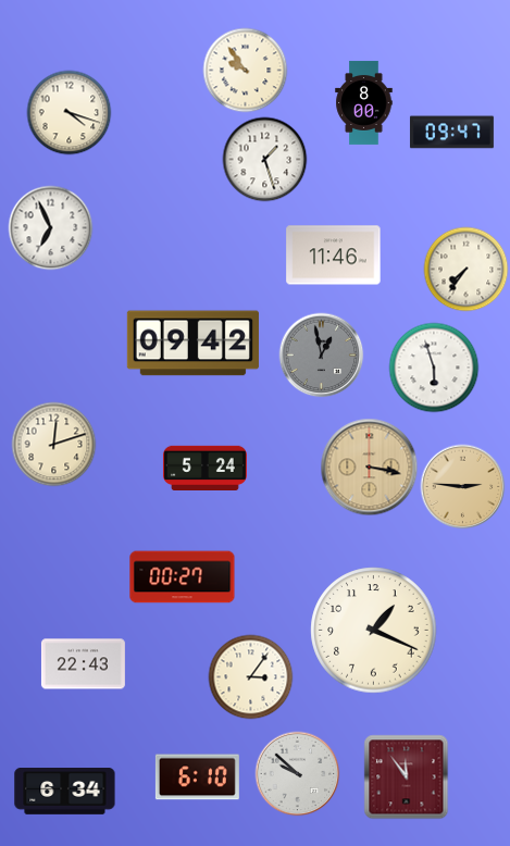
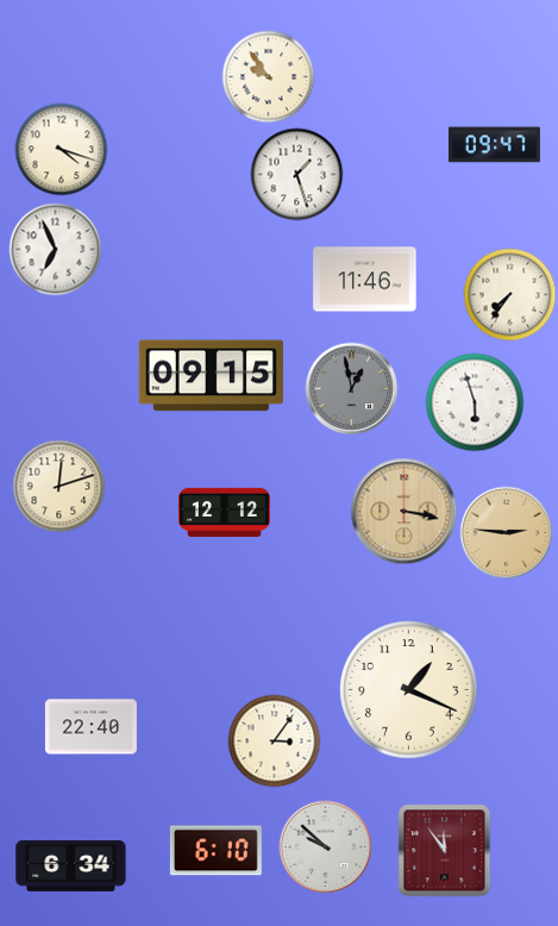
clock at (364, 102): 8:00 -> none
clock at (69, 112) position: (69, 112) -> (61, 149)
clock at (264, 159) position: (264, 159) -> (296, 174)
clock at (192, 344): 09:42 -> 09:15
clock at (204, 468): 5:24 -> 12:12
clock at (183, 577): 00:27 -> none
clock at (83, 664): 22:43 -> 22:40
